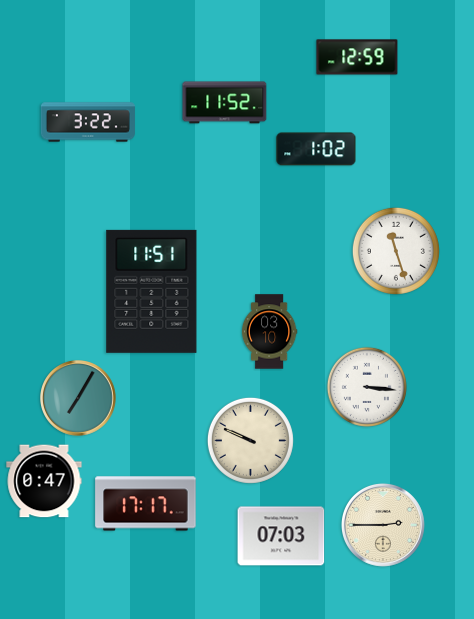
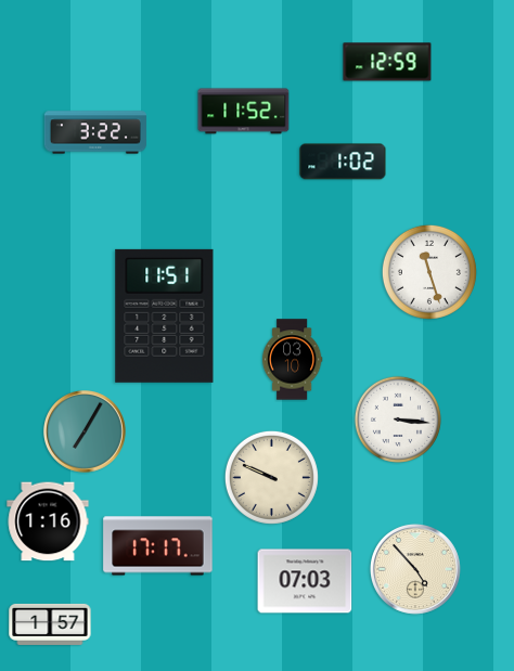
clock at (44, 481): 0:47 -> 1:16
clock at (383, 525): 2:45 -> 4:53
clock at (50, 624): none -> 1:57
